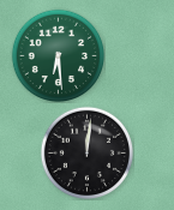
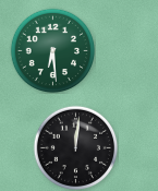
clock at (86, 152) position: (86, 152) -> (75, 147)
